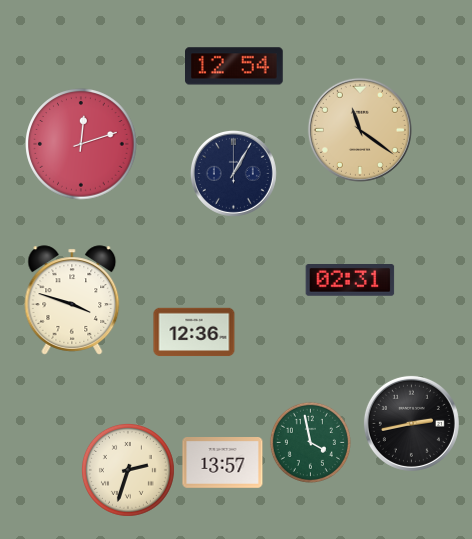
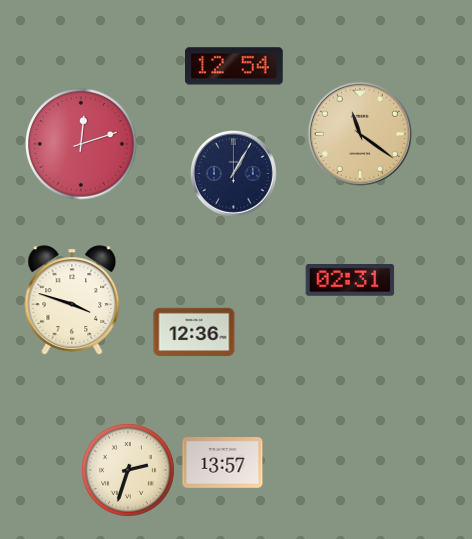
clock at (360, 130) position: (360, 130) -> (360, 134)
clock at (411, 423): 2:43 -> none
clock at (310, 442): 3:58 -> none
